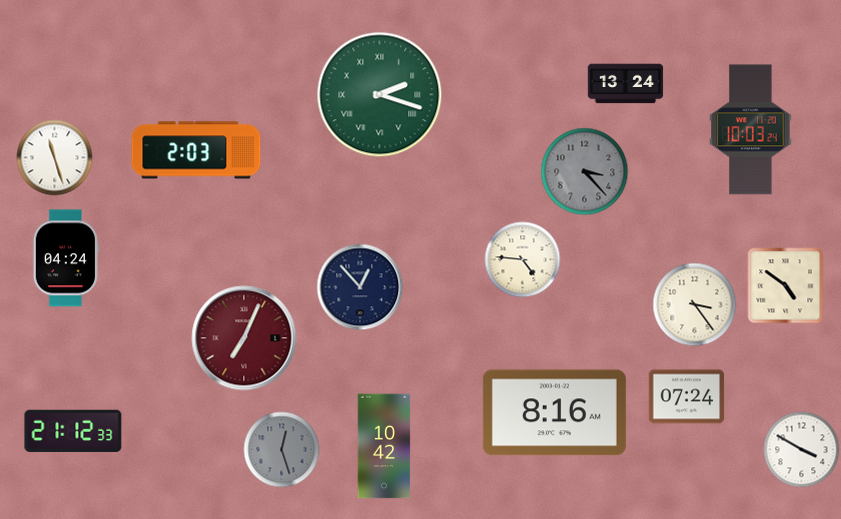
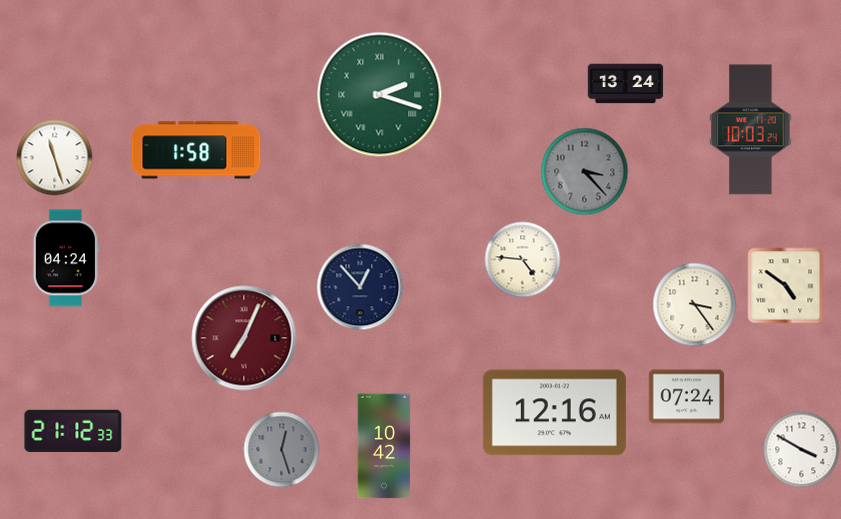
clock at (196, 150): 2:03 -> 1:58
clock at (554, 413): 8:16 -> 12:16
